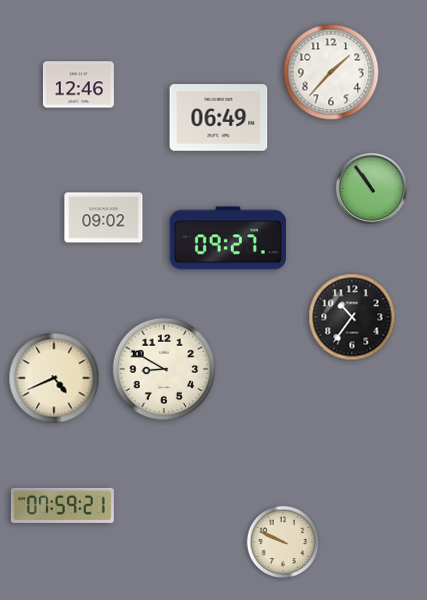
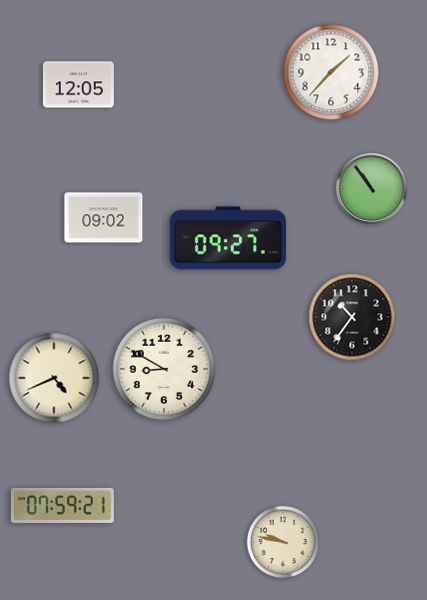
clock at (78, 85): 12:46 -> 12:05
clock at (219, 118): 06:49 -> none
clock at (283, 542): 9:49 -> 9:47
